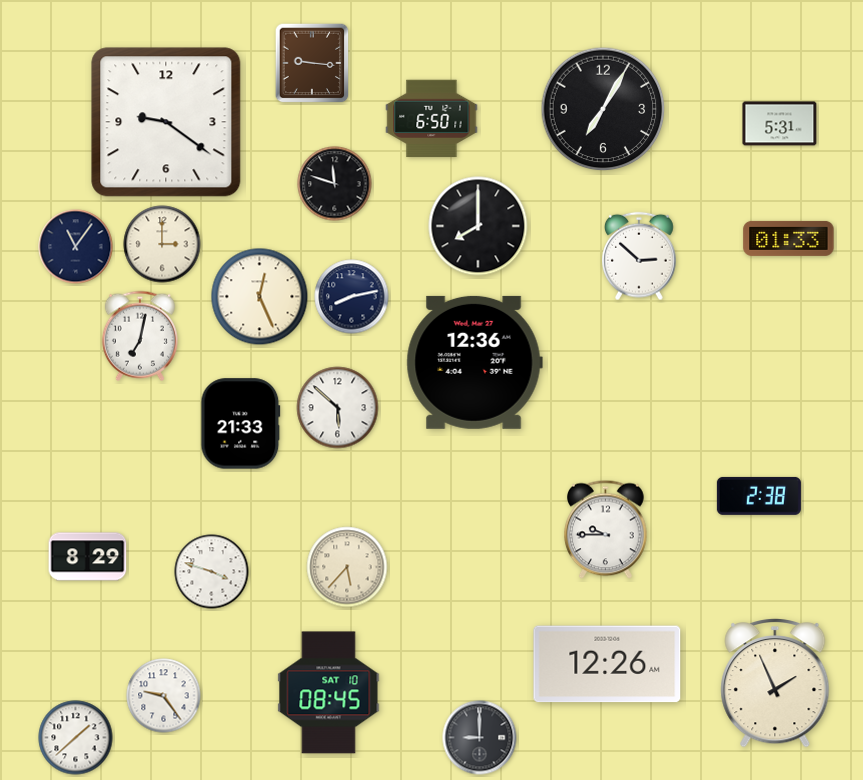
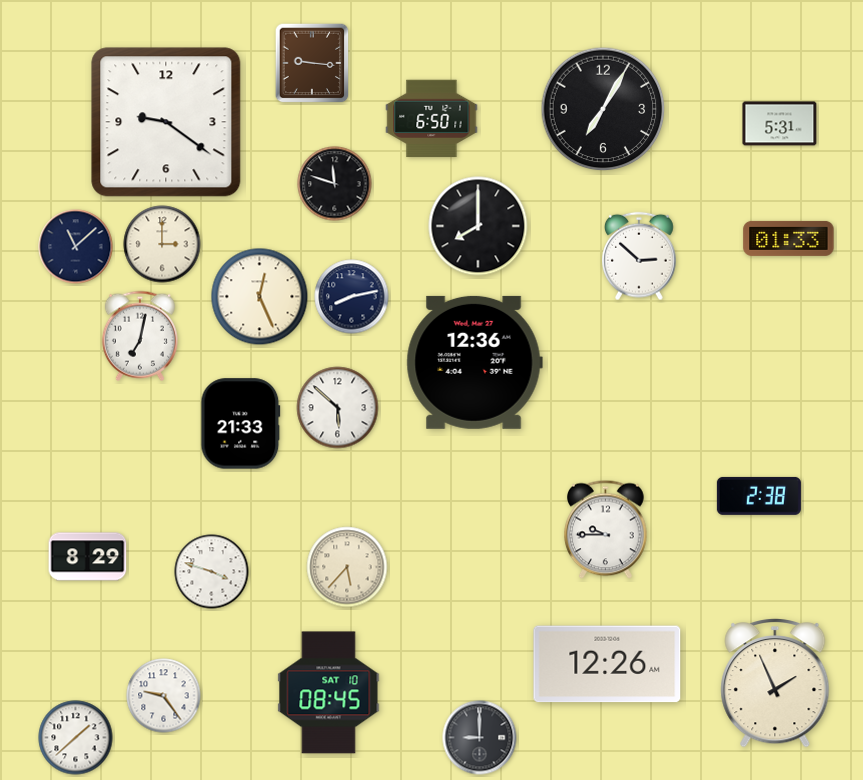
clock at (76, 247): 11:06 -> 11:08
